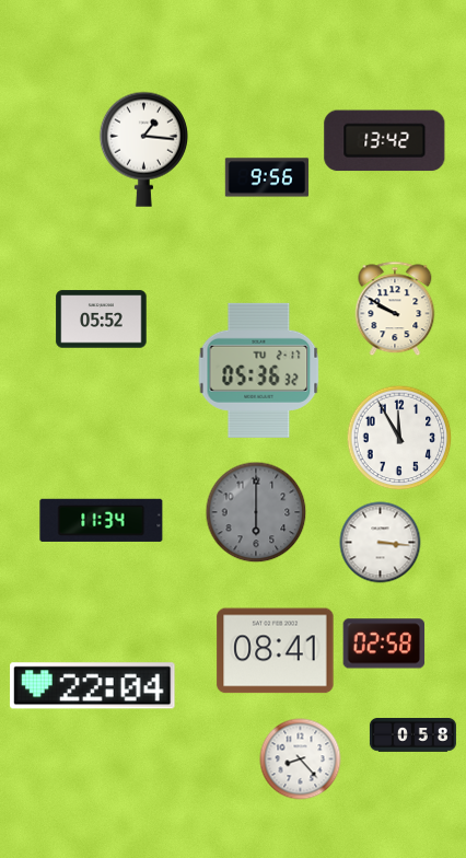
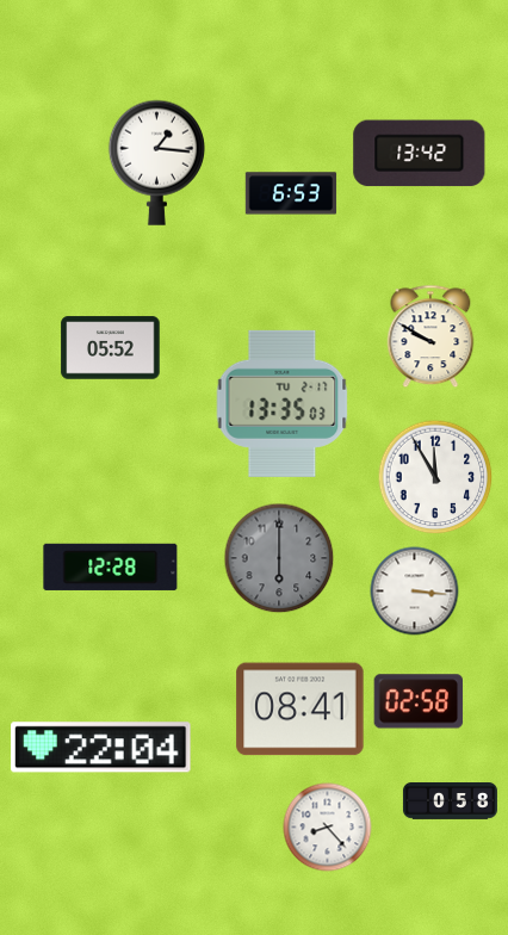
clock at (267, 177): 9:56 -> 6:53
clock at (259, 370): 05:36 -> 13:35
clock at (102, 520): 11:34 -> 12:28
